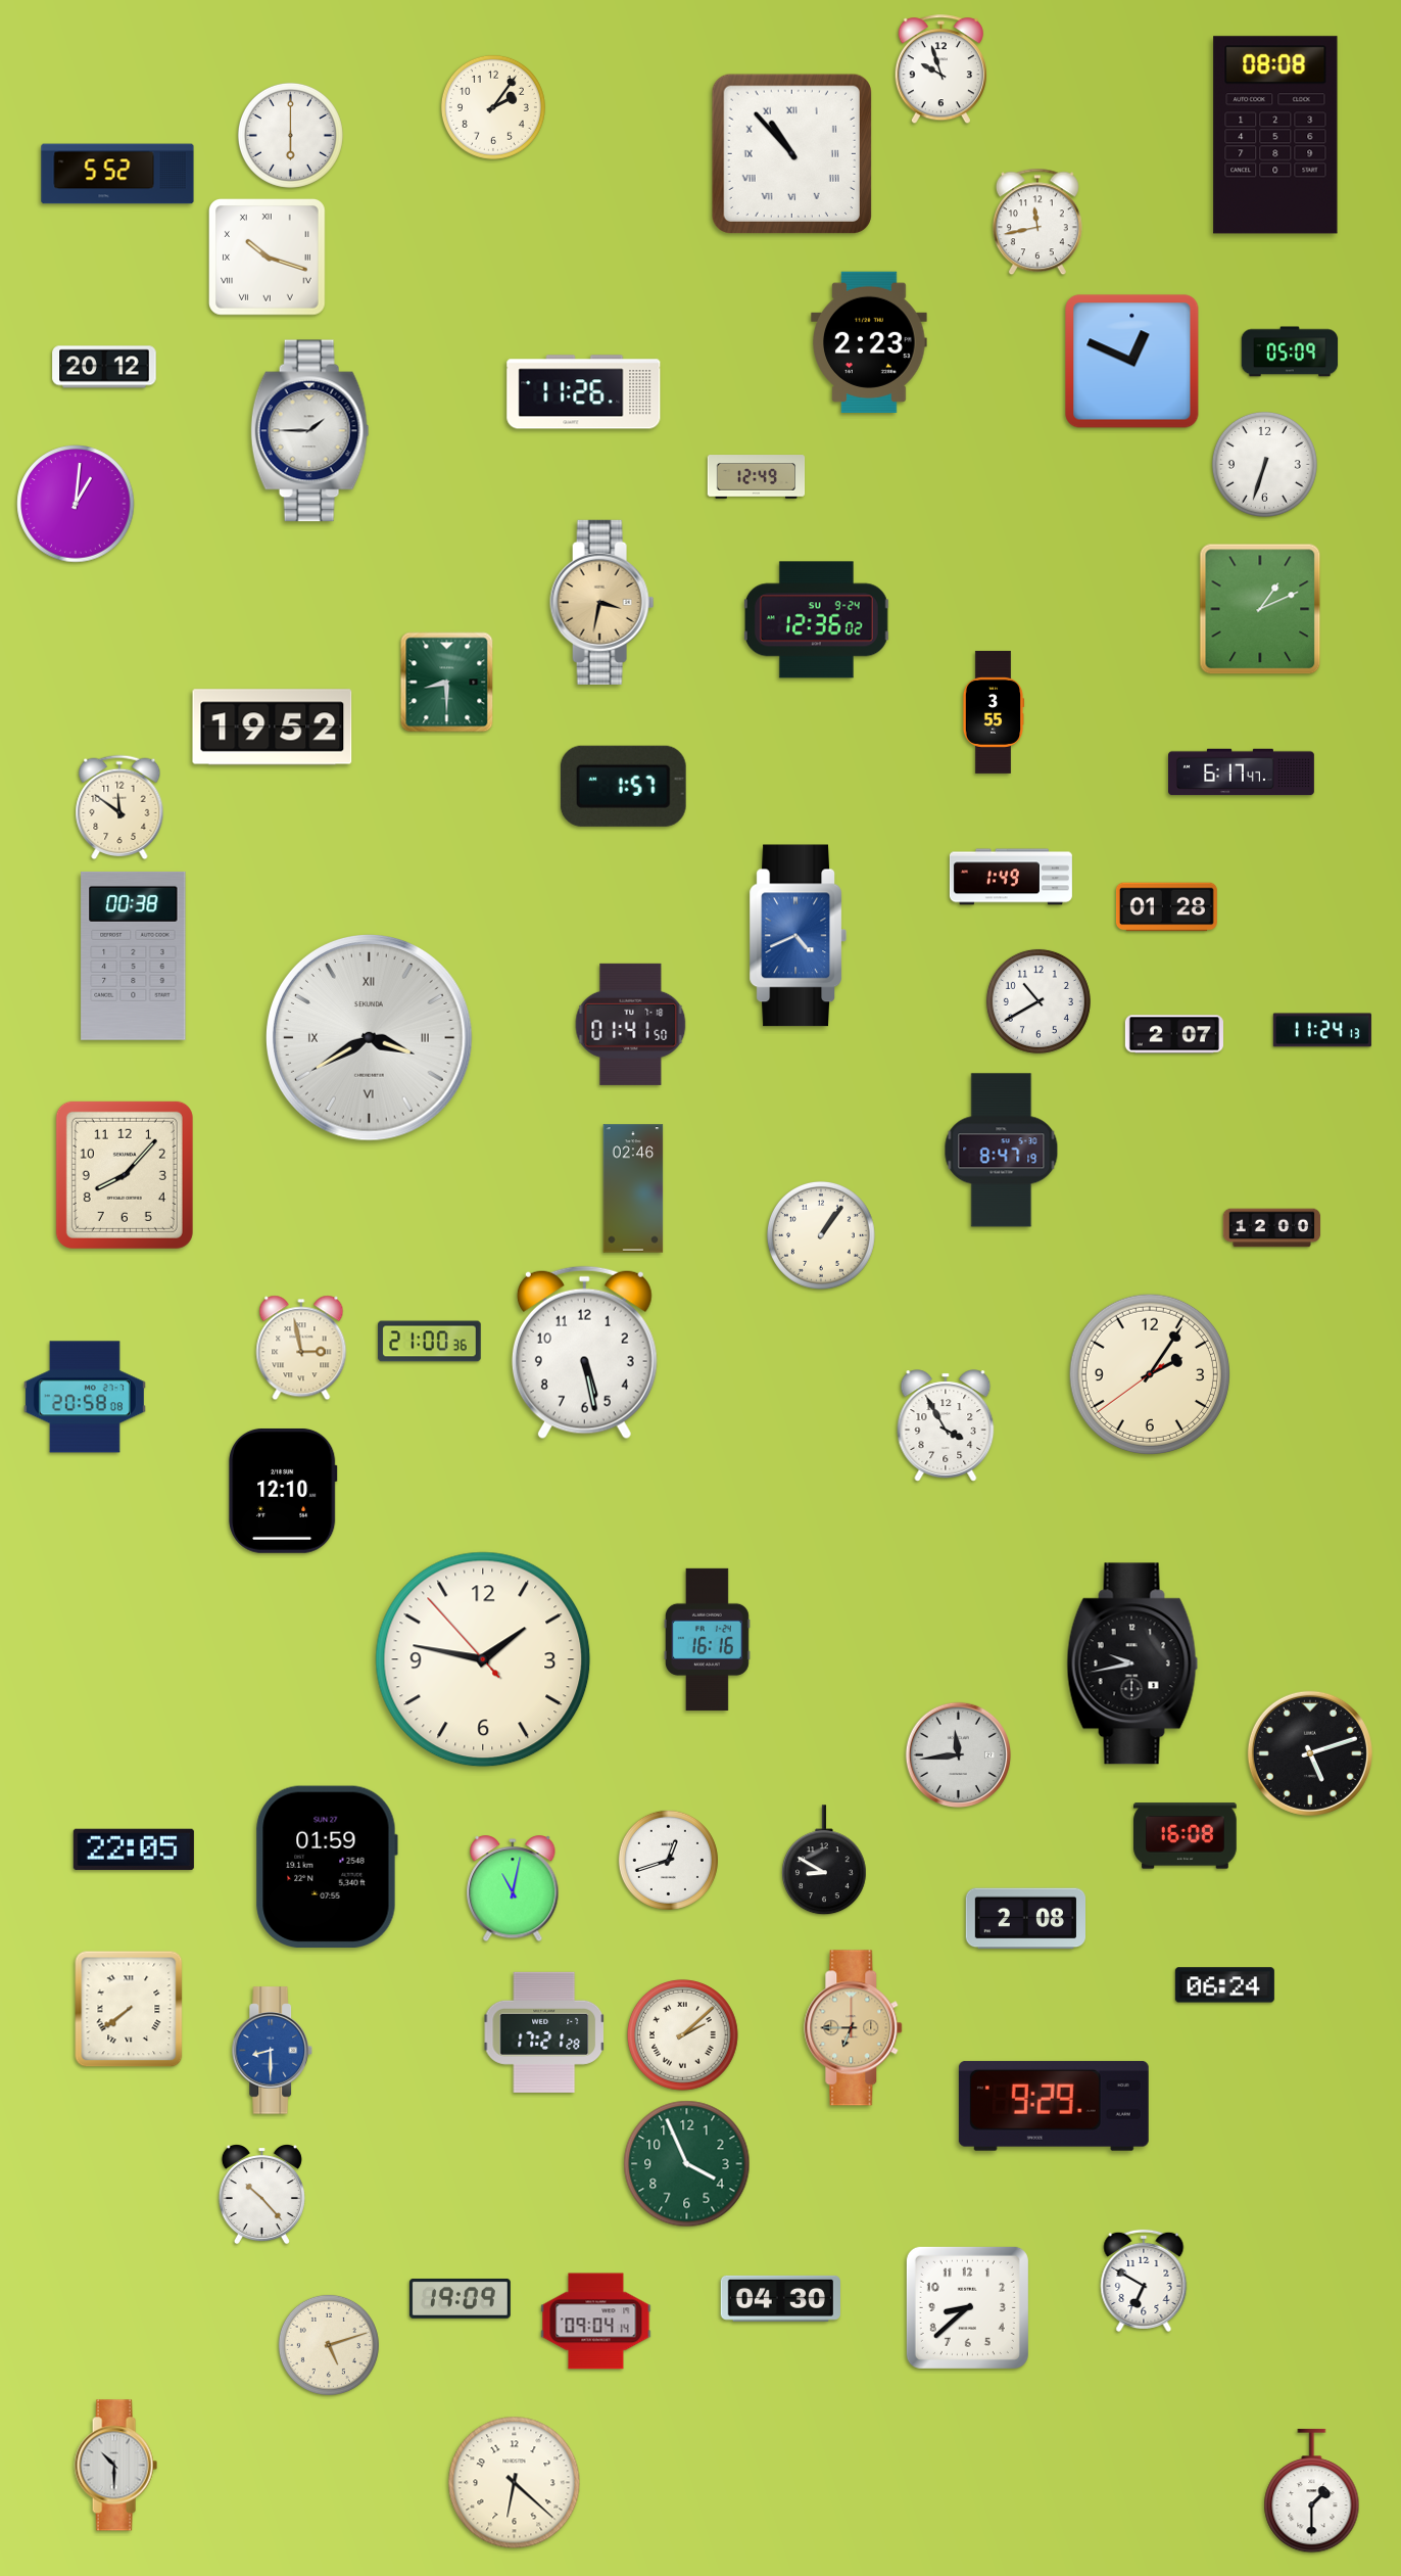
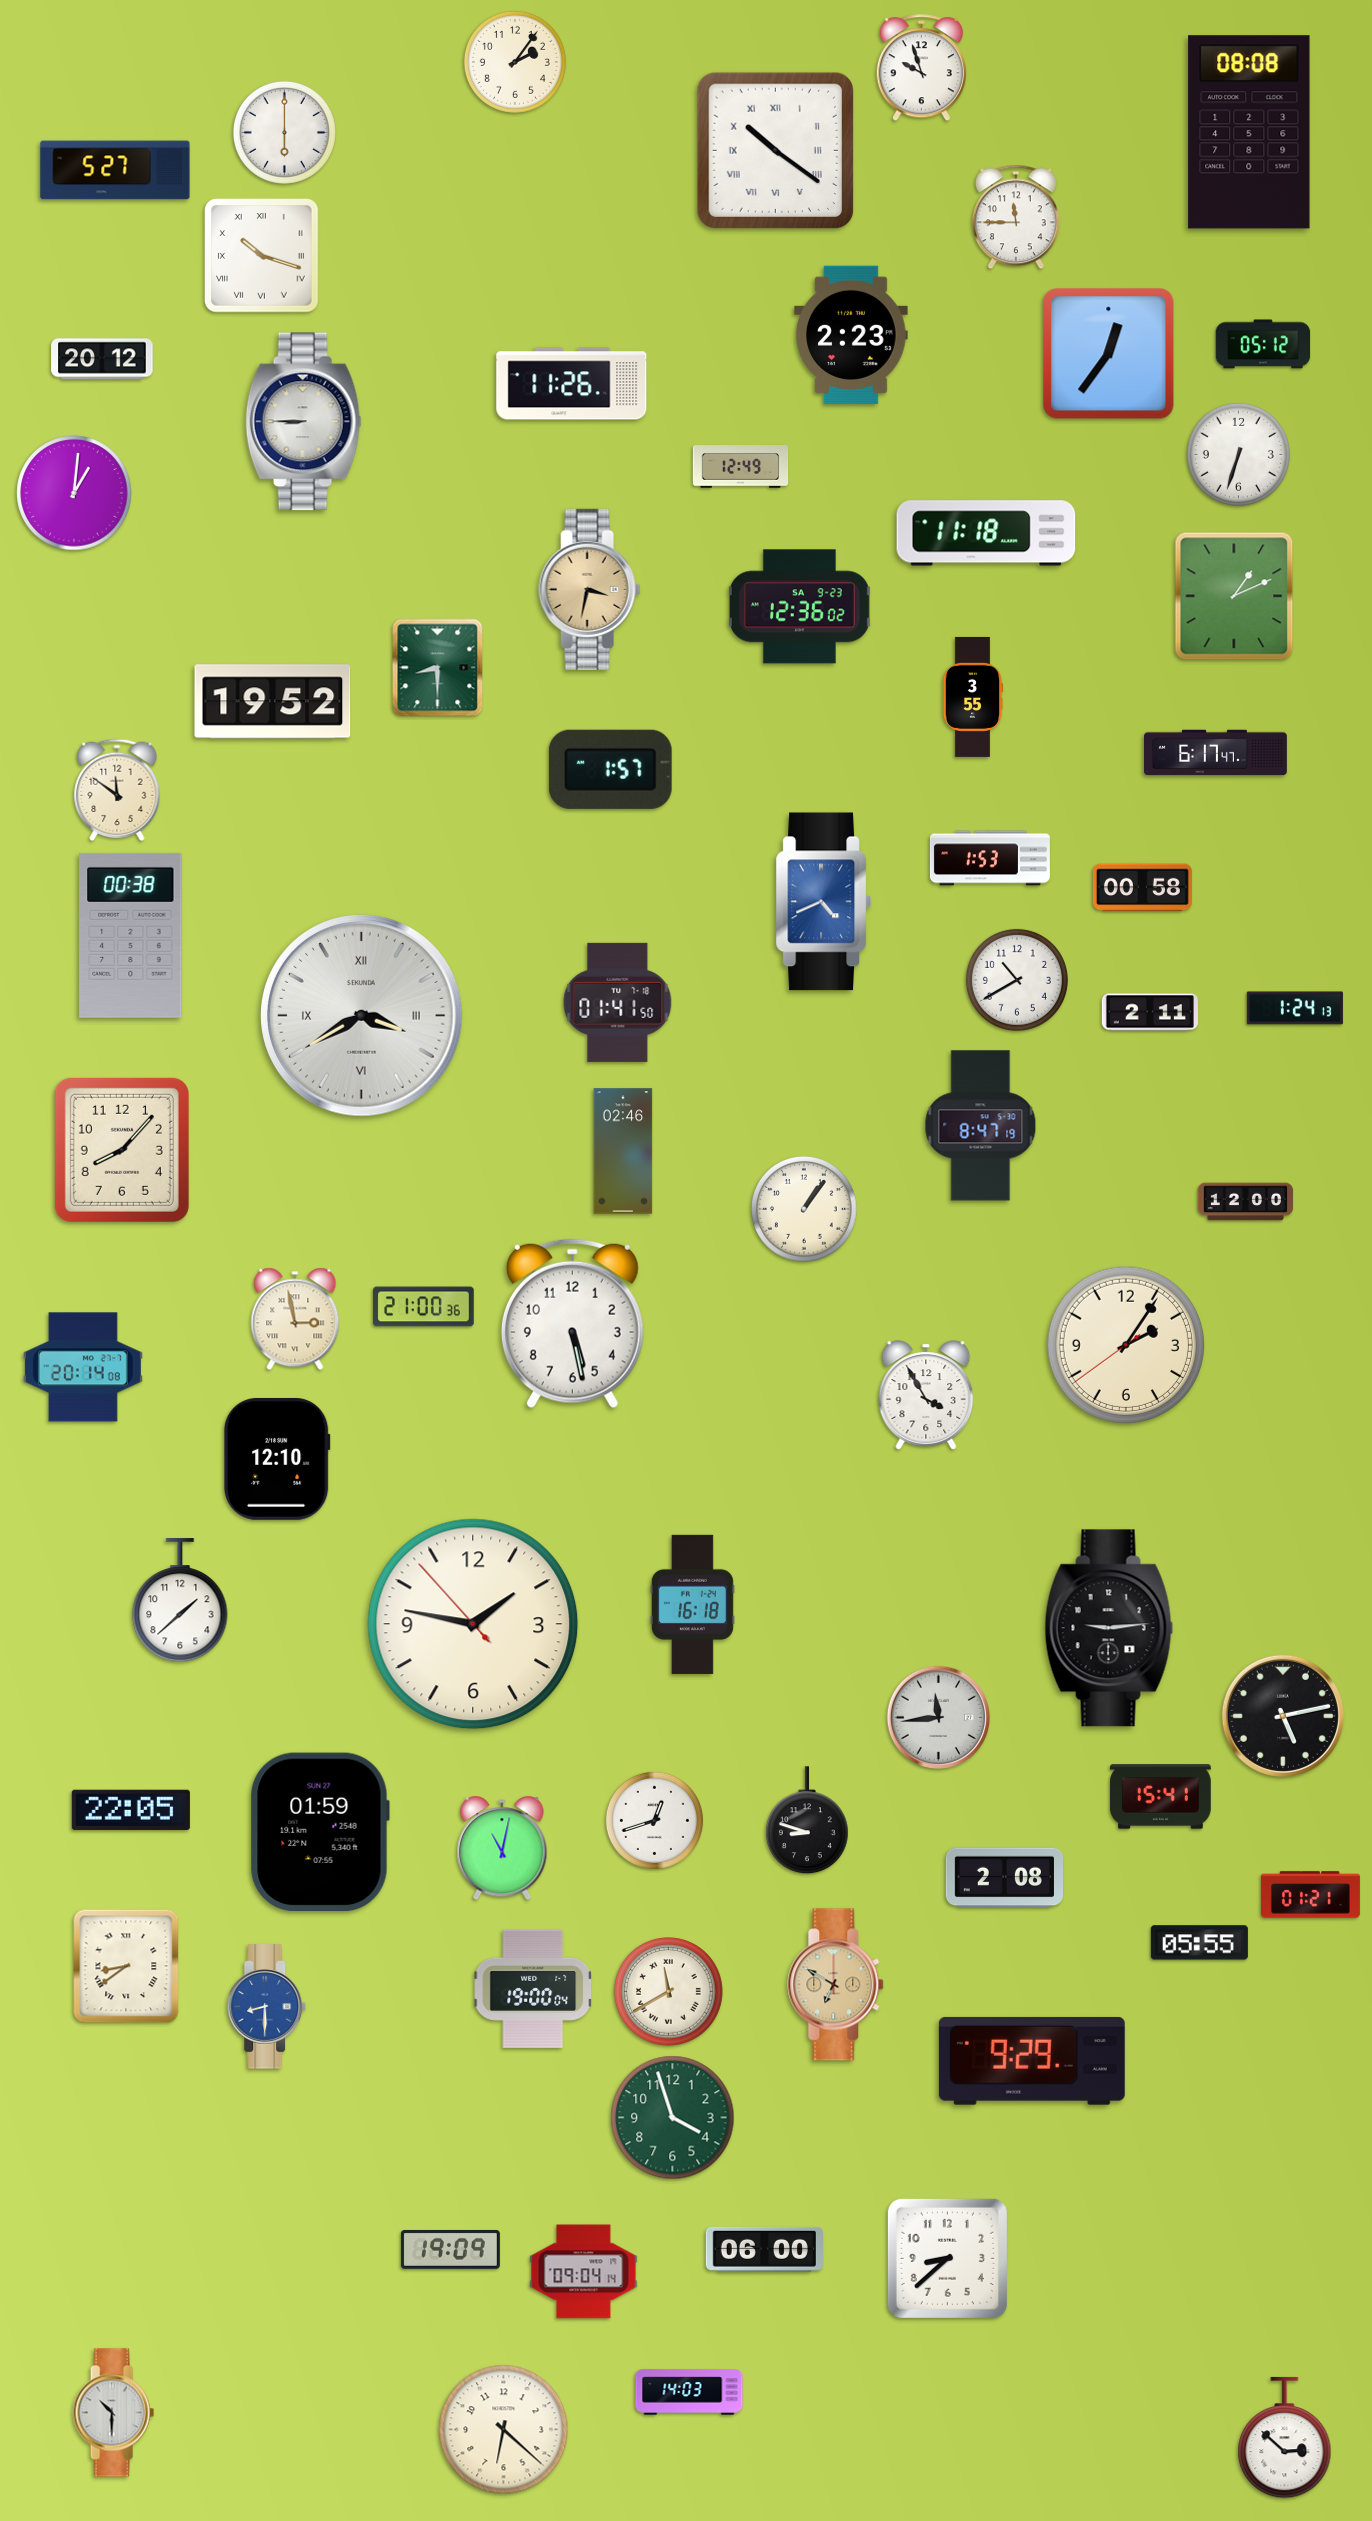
clock at (493, 107) position: (493, 107) -> (515, 62)
clock at (791, 153): 10:53 -> 10:21
clock at (117, 174): 5:52 -> 5:27
clock at (1037, 222): 11:43 -> 11:45
clock at (268, 257) position: (268, 257) -> (262, 256)
clock at (1290, 352): 05:09 -> 05:12
clock at (1132, 362): 12:49 -> 12:36
clock at (309, 431): 1:45 -> 8:45
clock at (986, 533): none -> 11:18
clock at (816, 620) date: SU 9-24 -> SA 9-23
clock at (273, 728) position: (273, 728) -> (273, 702)
clock at (1242, 772) position: (1242, 772) -> (1216, 753)
clock at (1011, 877): 1:49 -> 1:53
clock at (1166, 907): 01:28 -> 00:58
clock at (798, 936) position: (798, 936) -> (823, 902)
clock at (1322, 1030): 11:24 -> 1:24
clock at (1174, 1034): 2:07 -> 2:11
clock at (633, 1188) position: (633, 1188) -> (623, 1151)
clock at (430, 1342) position: (430, 1342) -> (424, 1307)
clock at (85, 1397): 20:58 -> 20:14
clock at (180, 1601): none -> 1:38
clock at (707, 1639): 16:16 -> 16:18
clock at (1132, 1664): 9:43 -> 9:14
clock at (1310, 1753): 5:12 -> 5:13
clock at (1186, 1836): 16:08 -> 15:41
clock at (824, 1861): 8:50 -> 8:48
clock at (327, 1866) position: (327, 1866) -> (320, 1831)
clock at (1310, 1895): none -> 01:21
clock at (1224, 1985): 06:24 -> 05:55
clock at (129, 2009): 7:39 -> 8:39
clock at (854, 2028): 6:45 -> 6:50
clock at (544, 2032): 17:21 -> 19:00
clock at (683, 2035): 2:08 -> 11:40
clock at (687, 2164): 3:56 -> 3:57
clock at (261, 2195): 10:23 -> none
clock at (1144, 2281): 6:50 -> none
clock at (780, 2298): 04:30 -> 06:00
clock at (329, 2345): 5:12 -> none
clock at (689, 2392): none -> 14:03
clock at (1312, 2491): 1:30 -> 2:52
